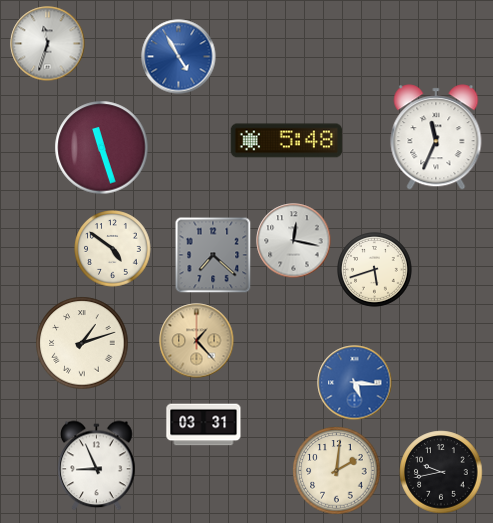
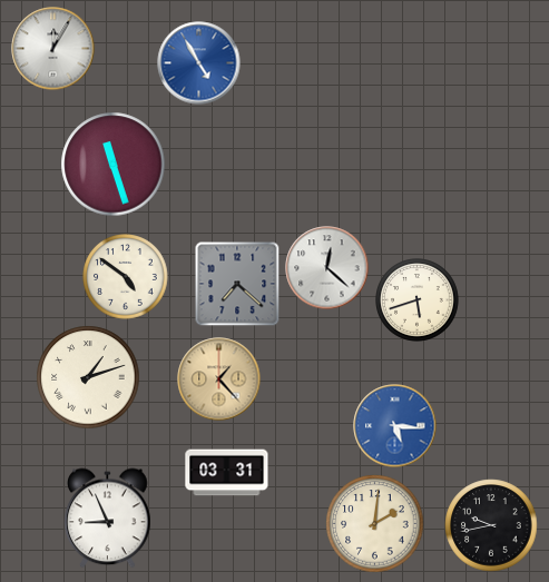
clock at (48, 44): 11:33 -> 12:05
clock at (436, 137): 11:34 -> none
clock at (287, 141): 5:48 -> none
clock at (294, 241): 12:17 -> 12:22
clock at (82, 343) position: (82, 343) -> (88, 377)
